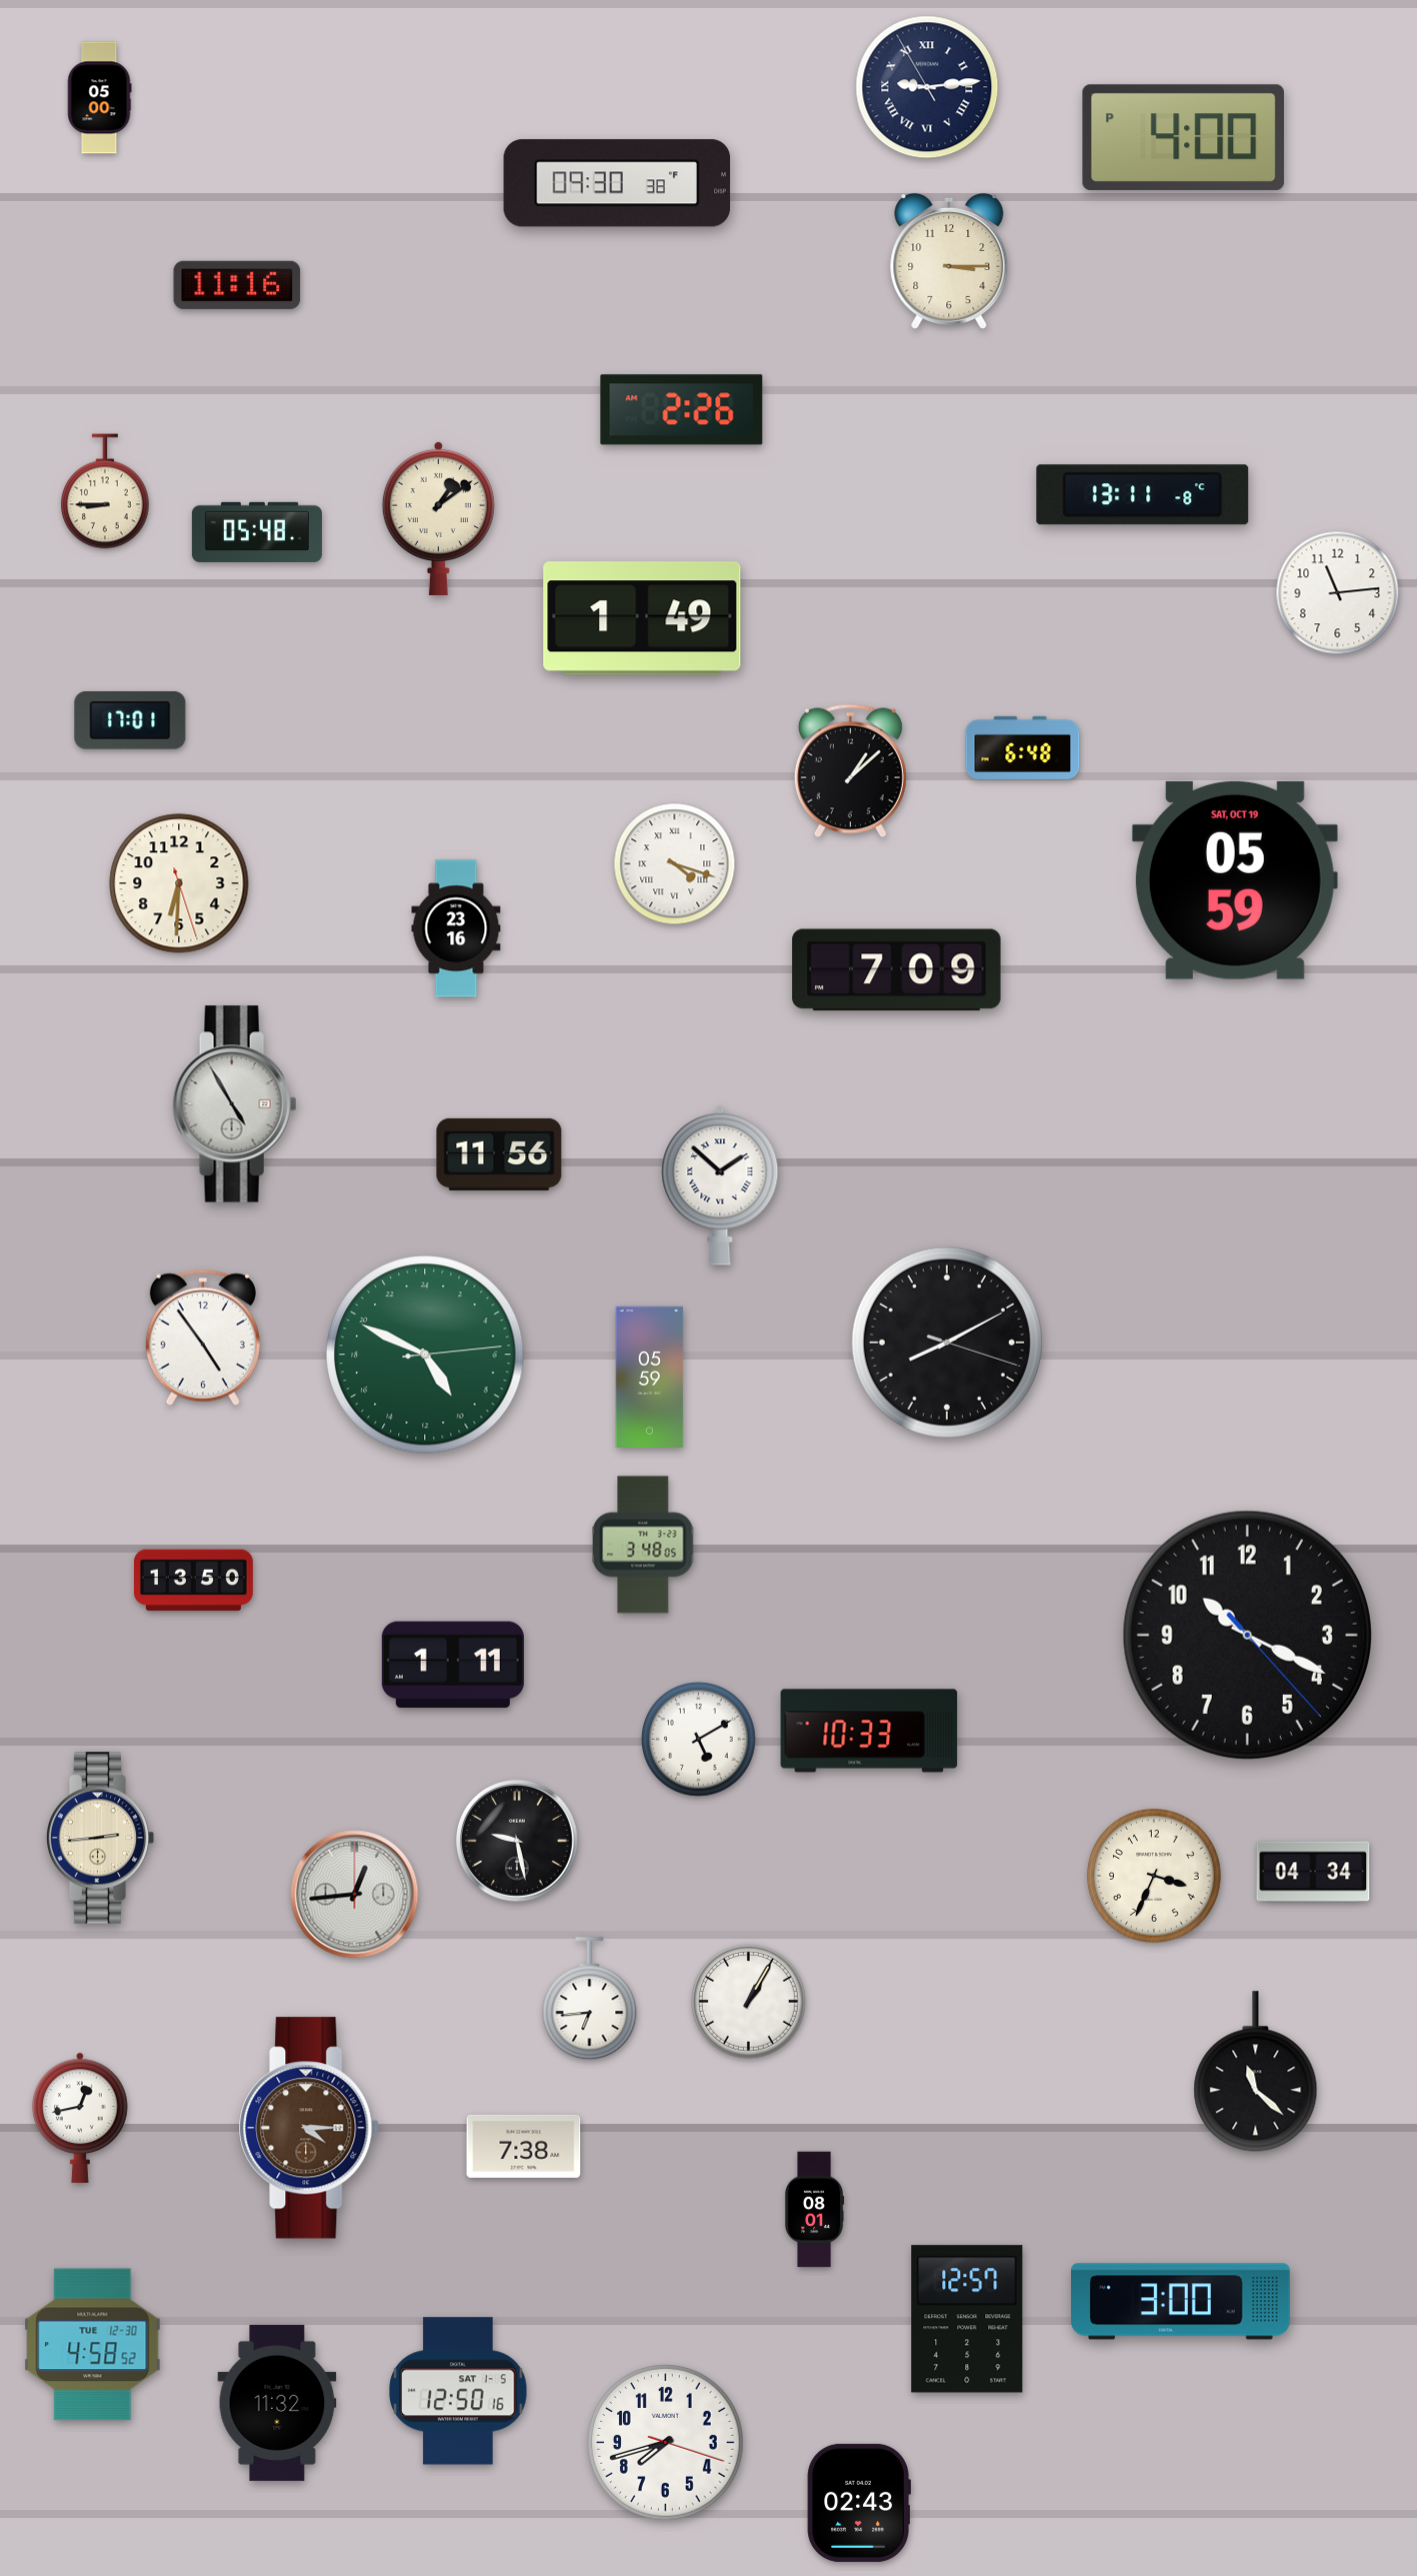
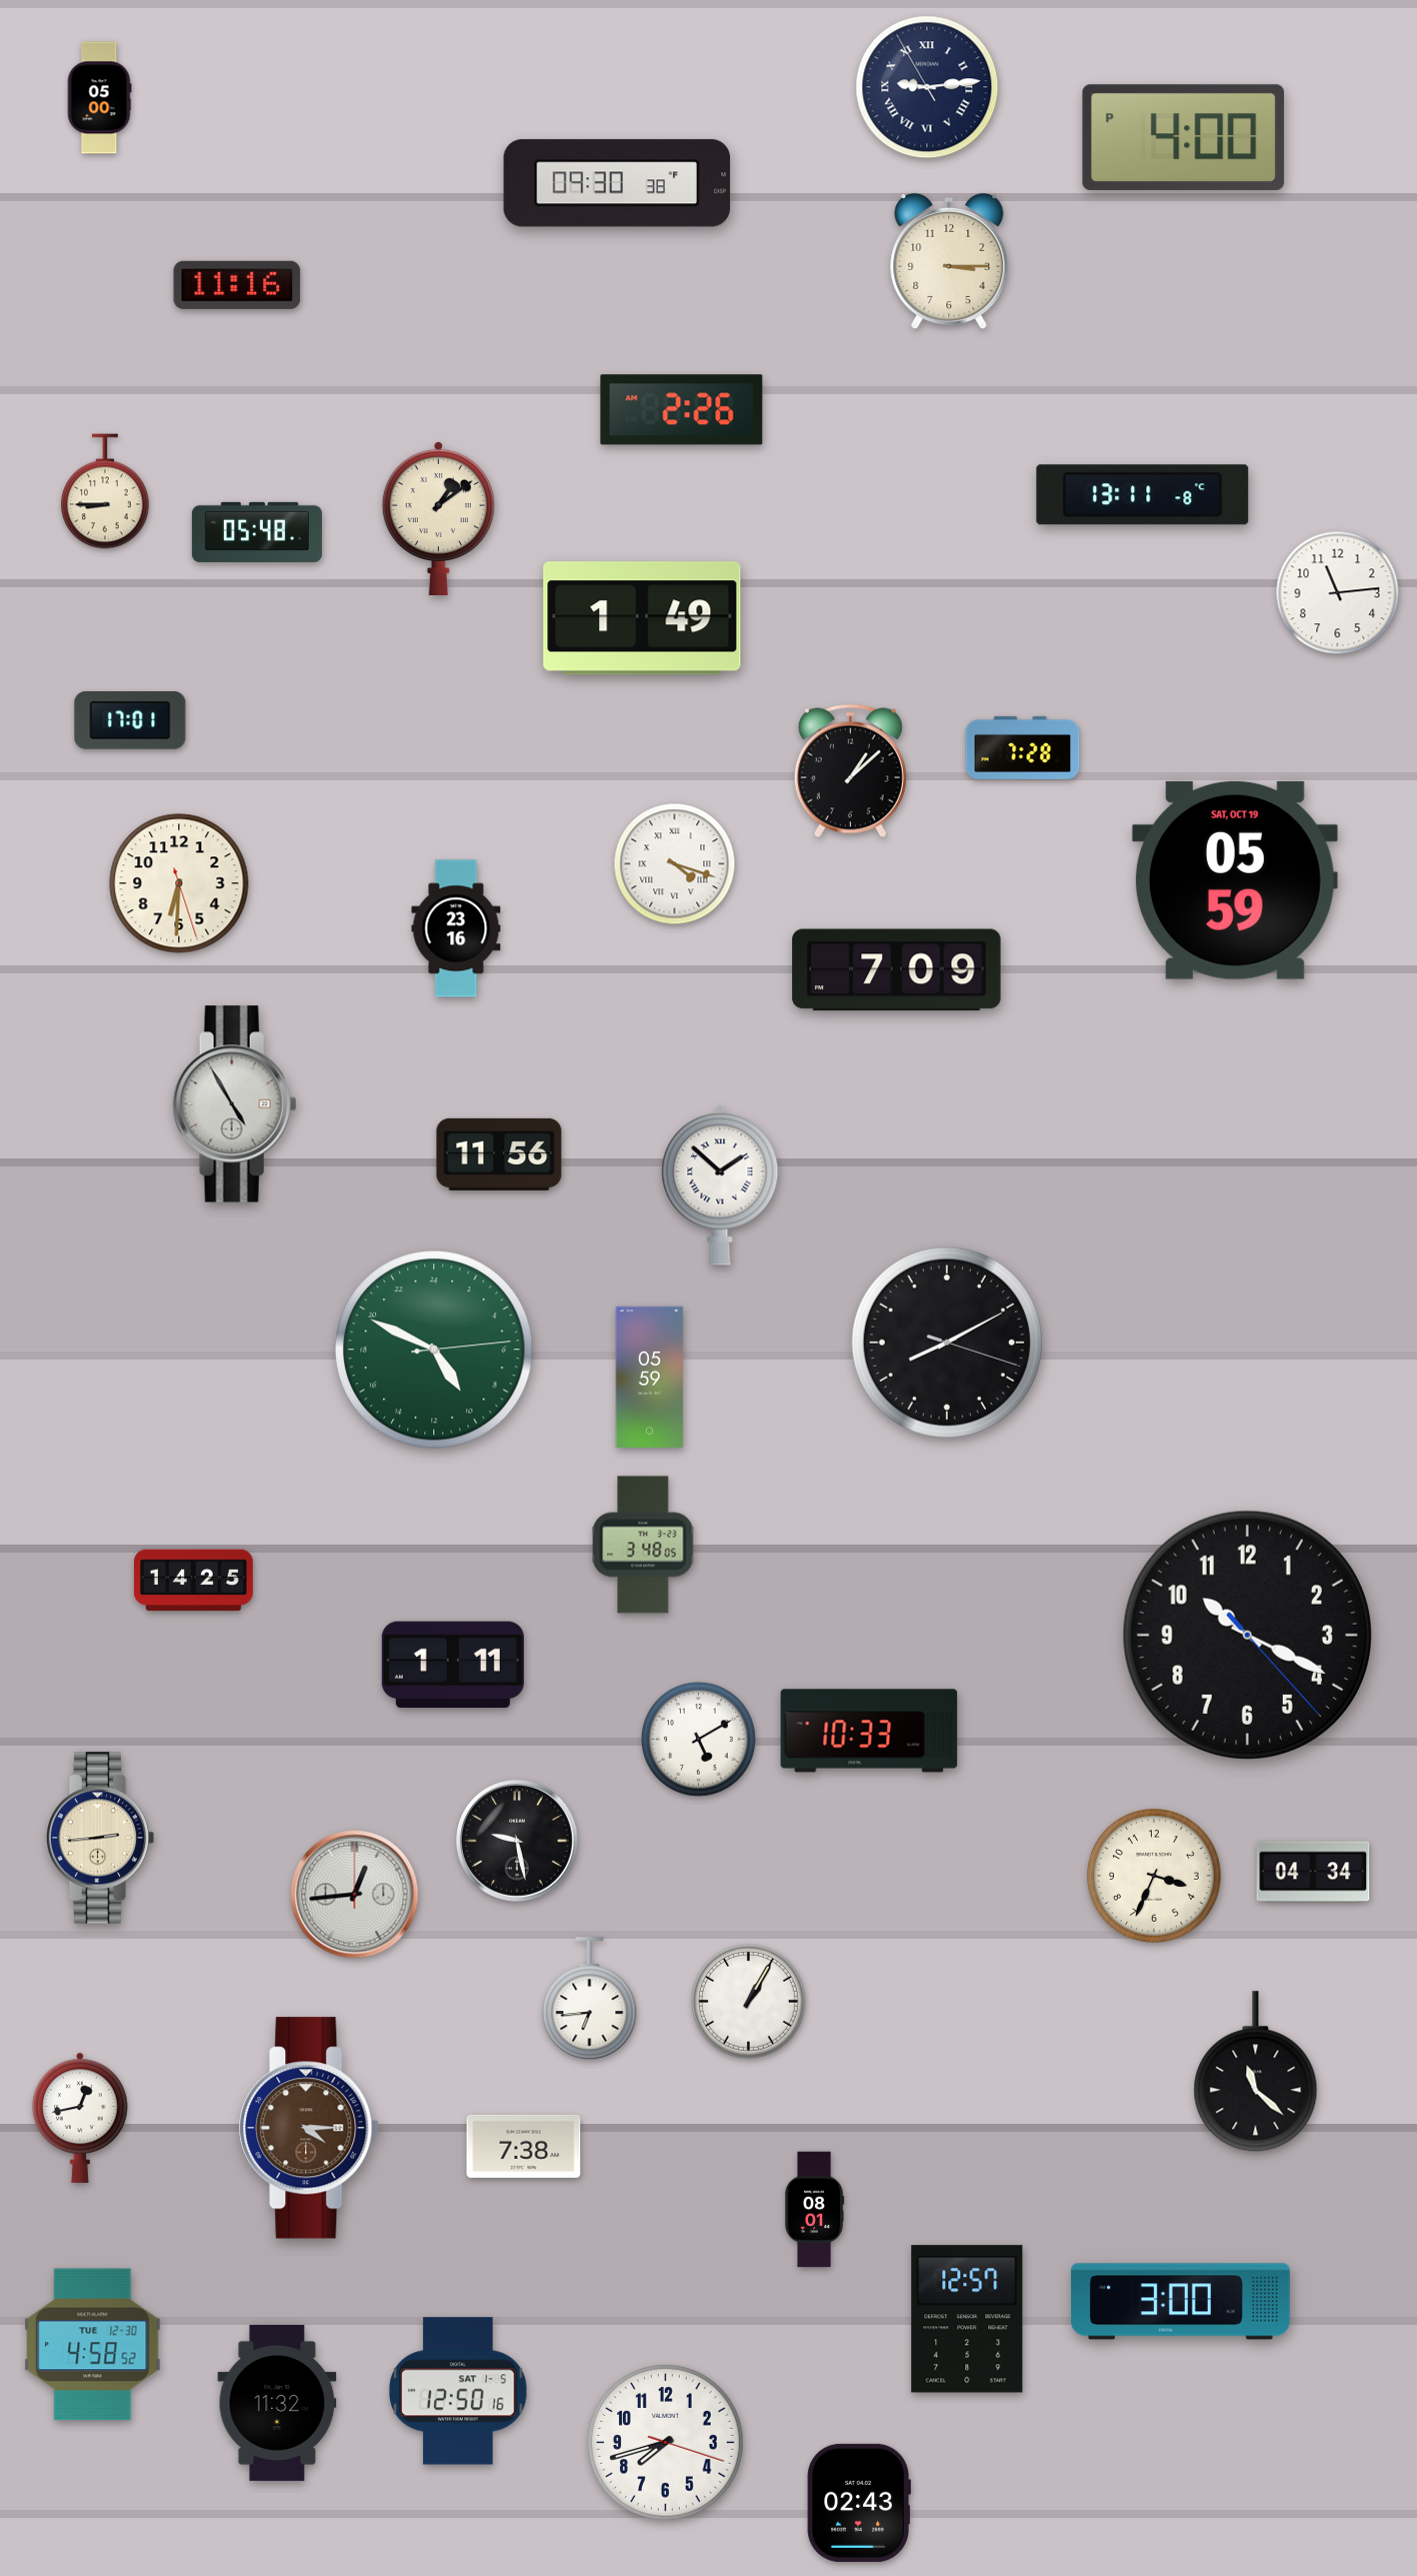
clock at (1023, 747): 6:48 -> 7:28
clock at (203, 1338): 4:54 -> none
clock at (425, 1355) position: (425, 1355) -> (434, 1350)
clock at (193, 1581): 13:50 -> 14:25
